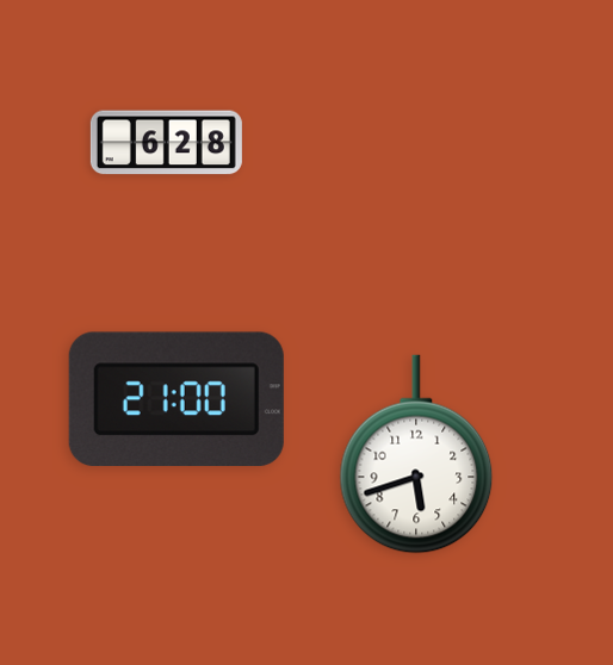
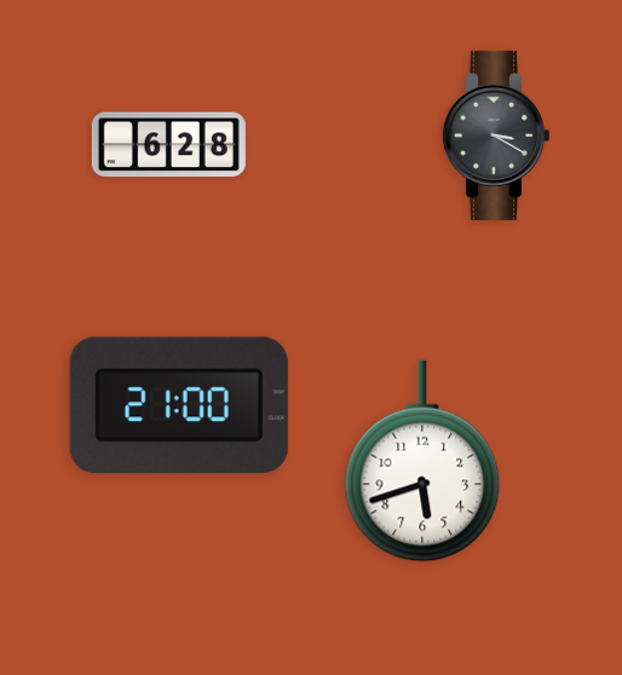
clock at (495, 135): none -> 3:20
